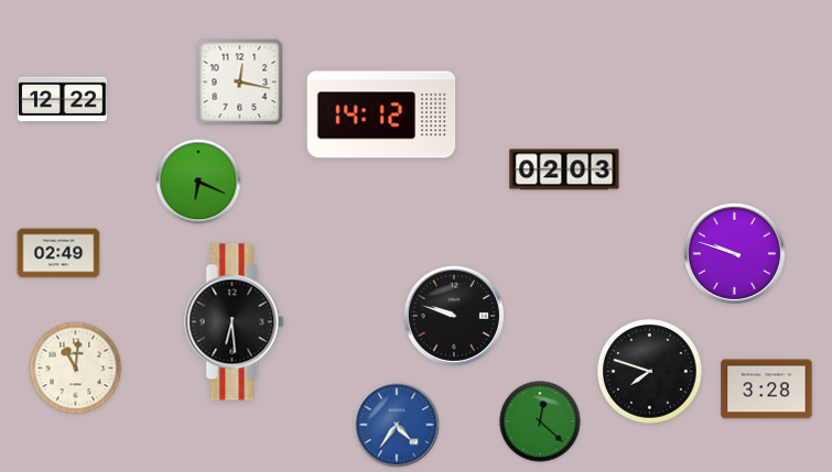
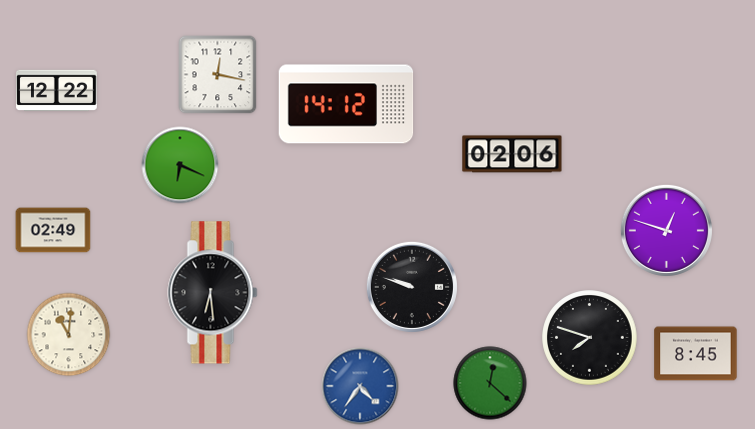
clock at (564, 169): 02:03 -> 02:06
clock at (734, 253): 9:48 -> 12:48
clock at (767, 389): 3:28 -> 8:45
